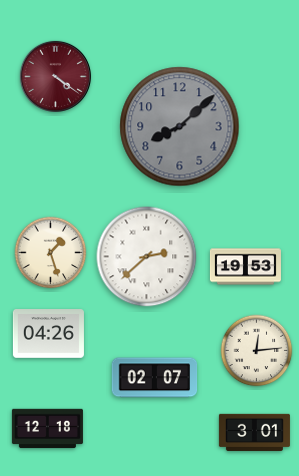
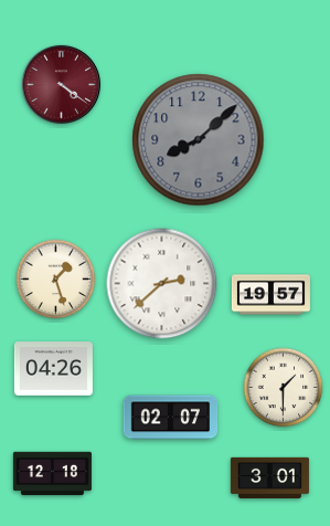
clock at (245, 267): 19:53 -> 19:57
clock at (257, 351): 12:14 -> 1:30
clock at (254, 432) position: (254, 432) -> (269, 477)
